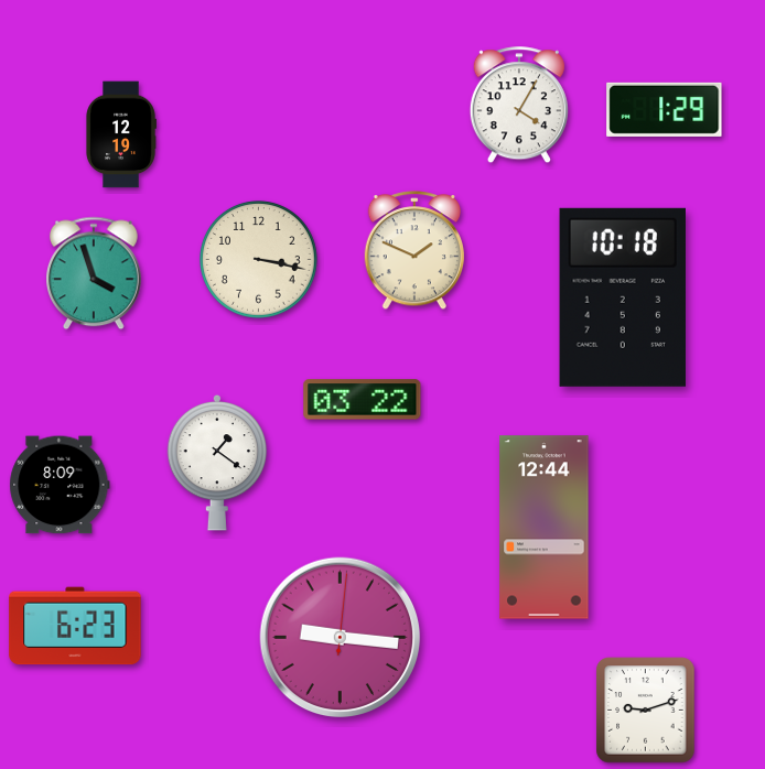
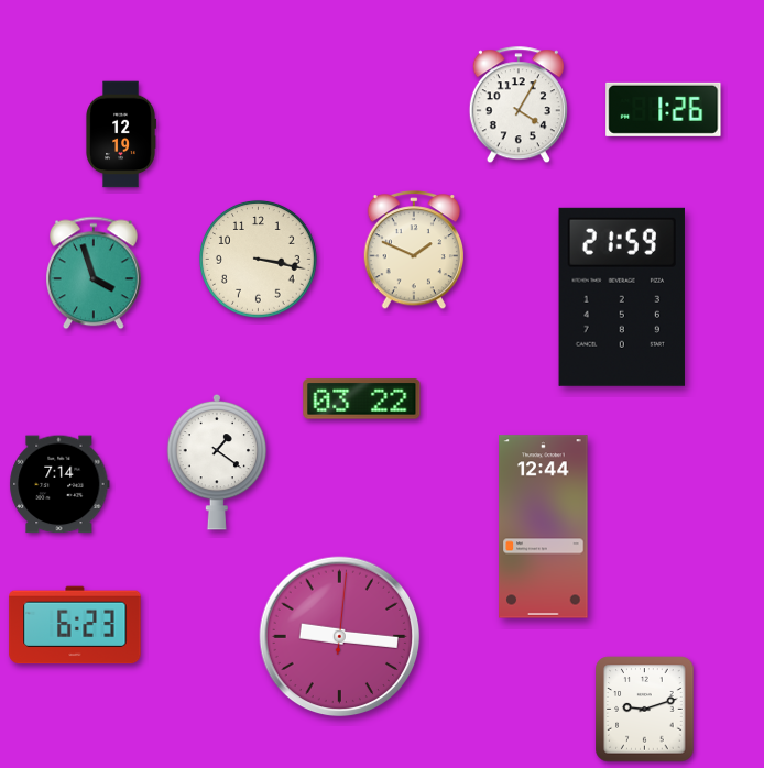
clock at (665, 109): 1:29 -> 1:26
clock at (623, 297): 10:18 -> 21:59
clock at (60, 485): 8:09 -> 7:14
